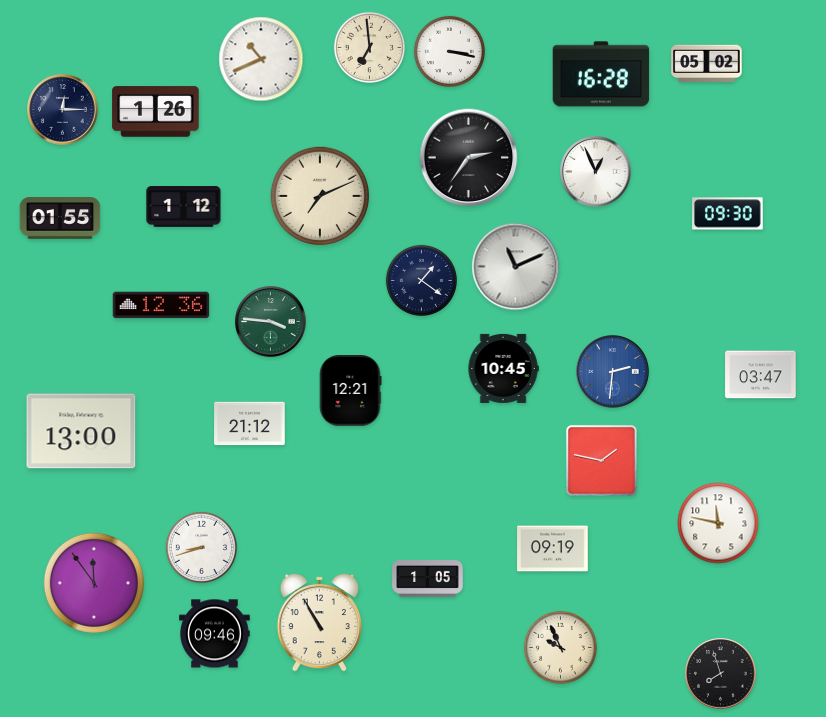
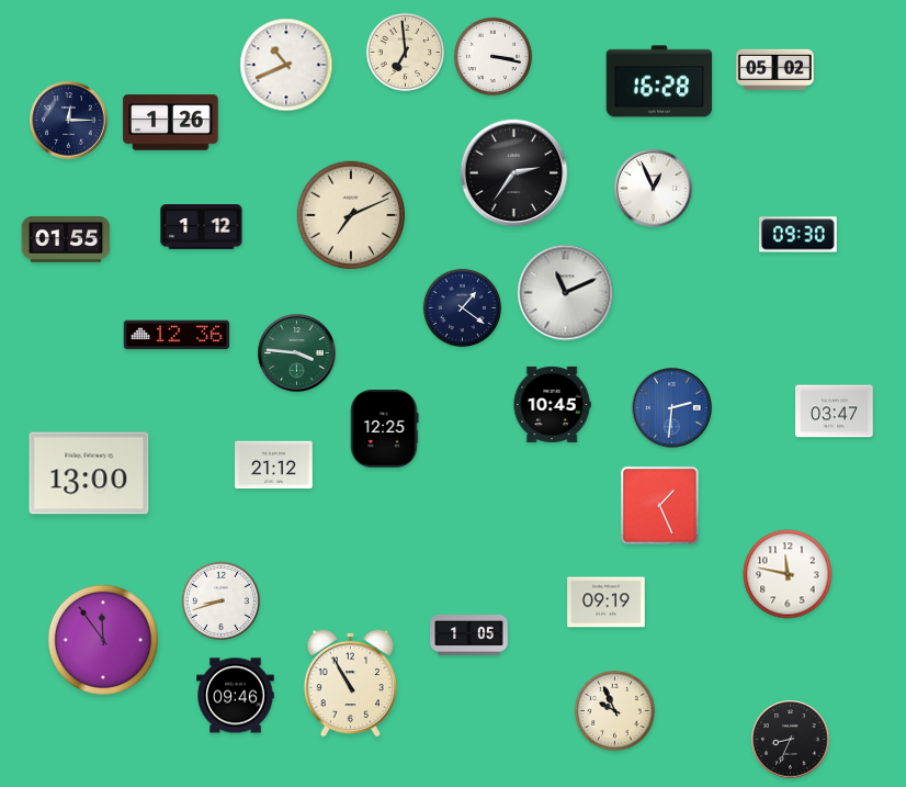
clock at (350, 391): 12:21 -> 12:25
clock at (601, 460): 1:47 -> 1:26
clock at (721, 674): 7:57 -> 8:34
